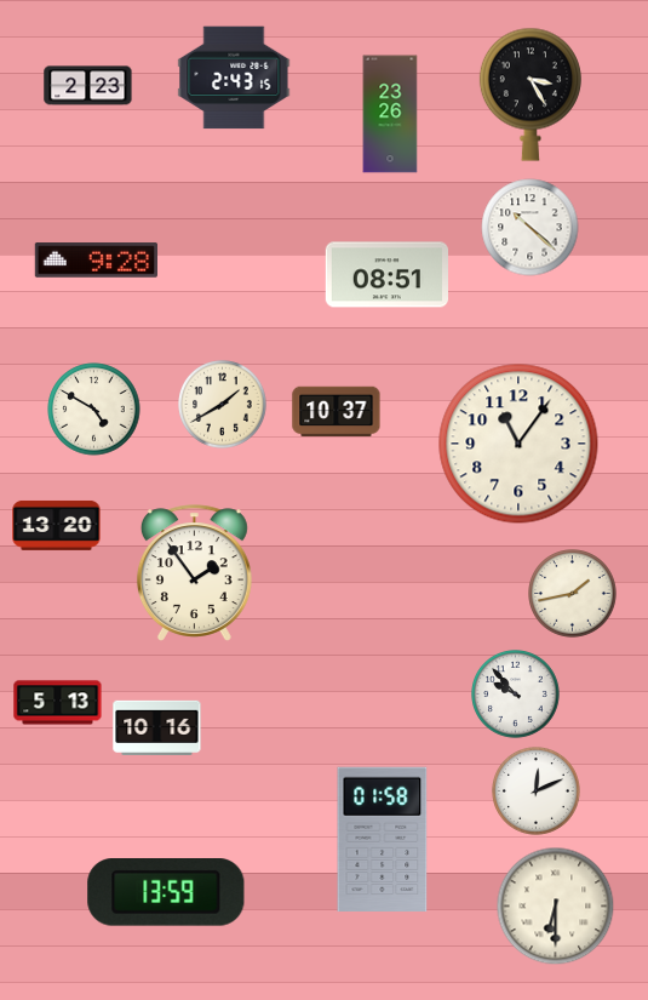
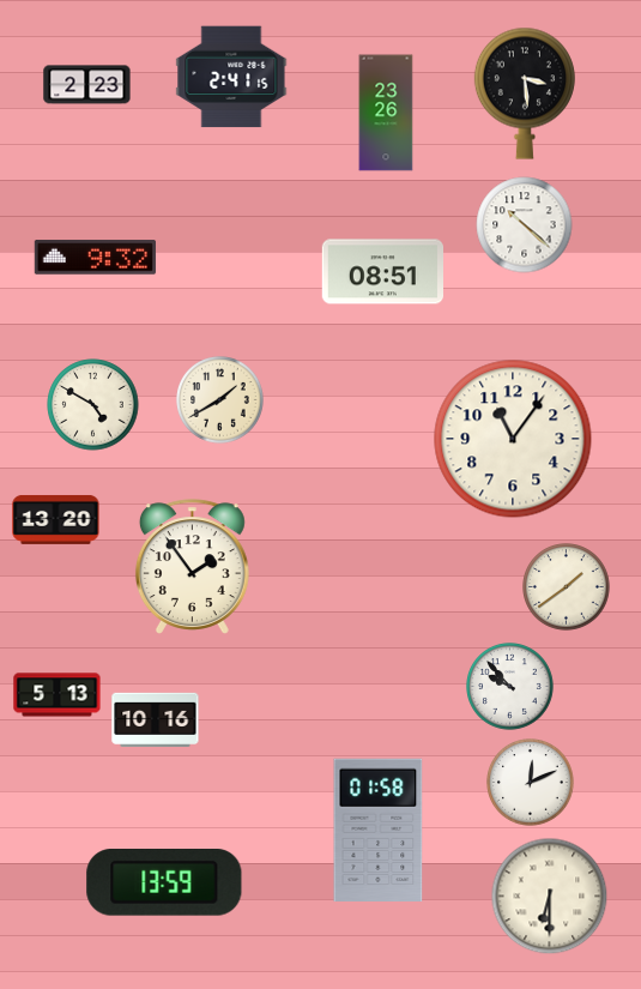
clock at (234, 78): 2:43 -> 2:41
clock at (531, 95): 3:25 -> 3:29
clock at (96, 261): 9:28 -> 9:32
clock at (337, 412): 10:37 -> none
clock at (573, 594): 1:43 -> 1:39
